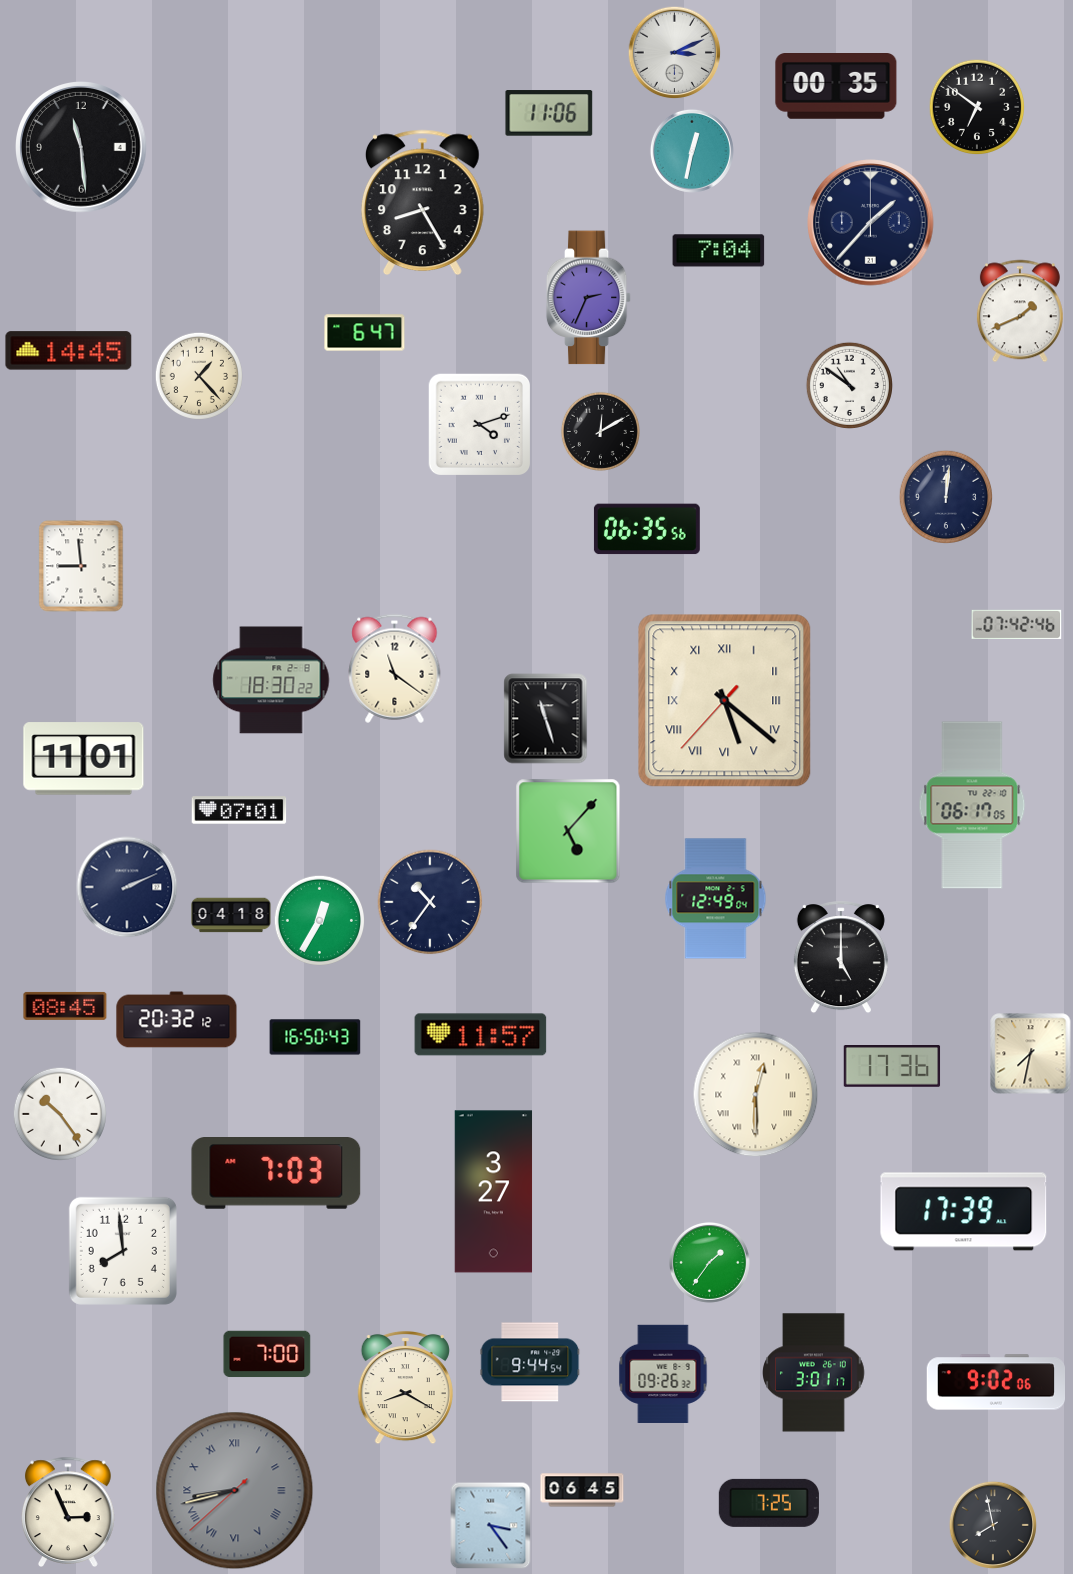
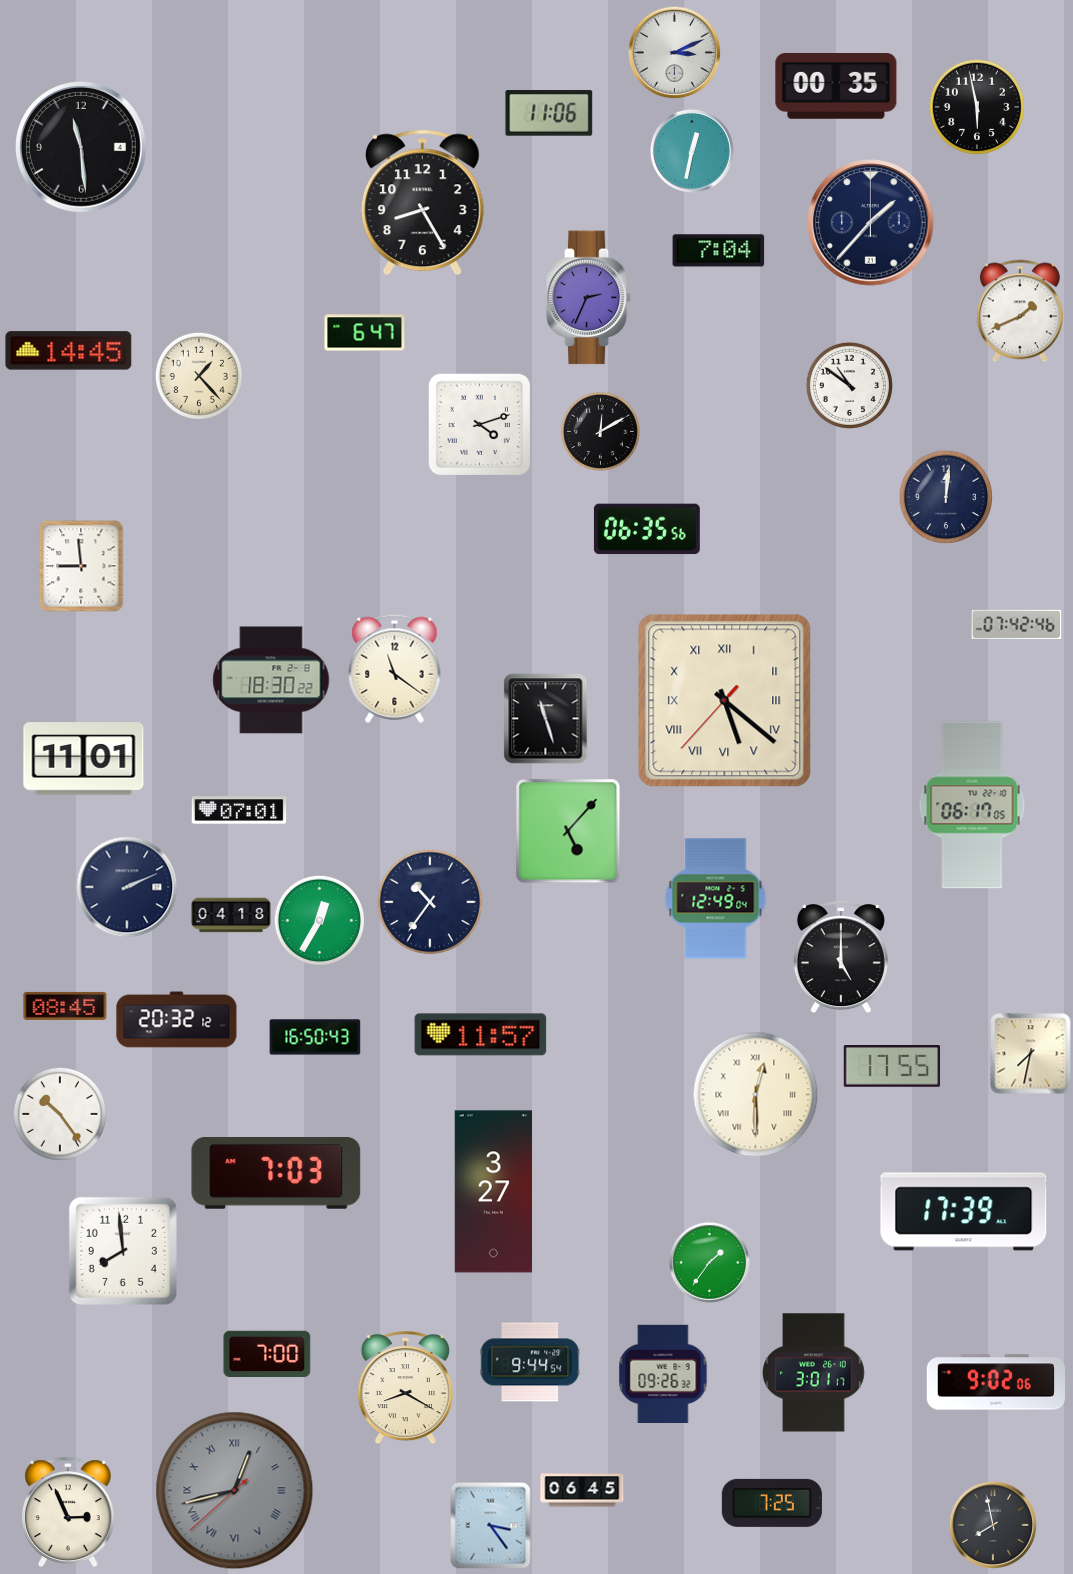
clock at (977, 107): 6:51 -> 5:58
clock at (892, 1066): 17:36 -> 17:55
clock at (235, 1491): 8:42 -> 12:42
clock at (769, 1503) position: (769, 1503) -> (772, 1503)
